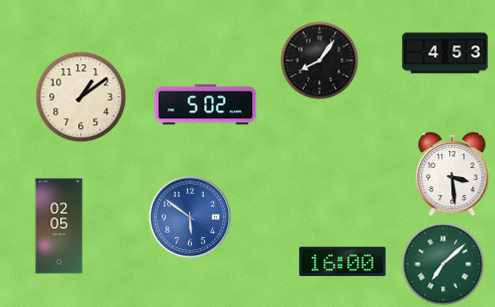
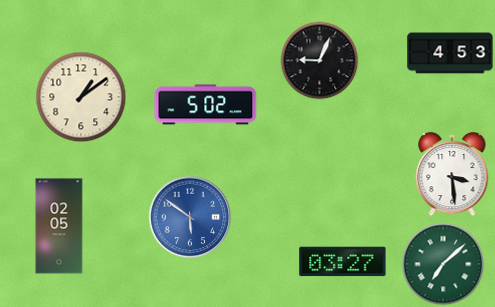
clock at (445, 53) position: (445, 53) -> (450, 53)
clock at (319, 60): 8:06 -> 9:04
clock at (343, 262): 16:00 -> 03:27
